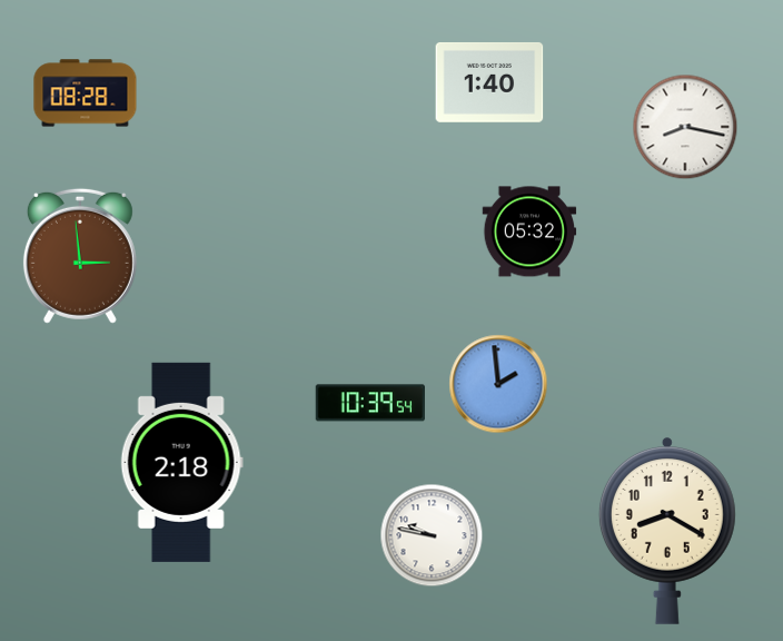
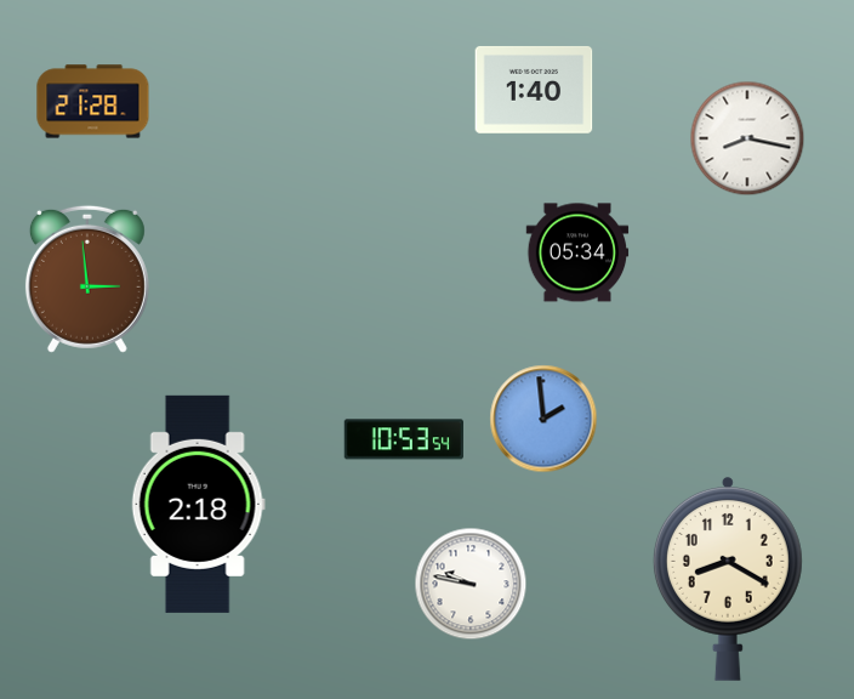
clock at (86, 93): 08:28 -> 21:28
clock at (529, 231): 05:32 -> 05:34
clock at (370, 403): 10:39 -> 10:53
